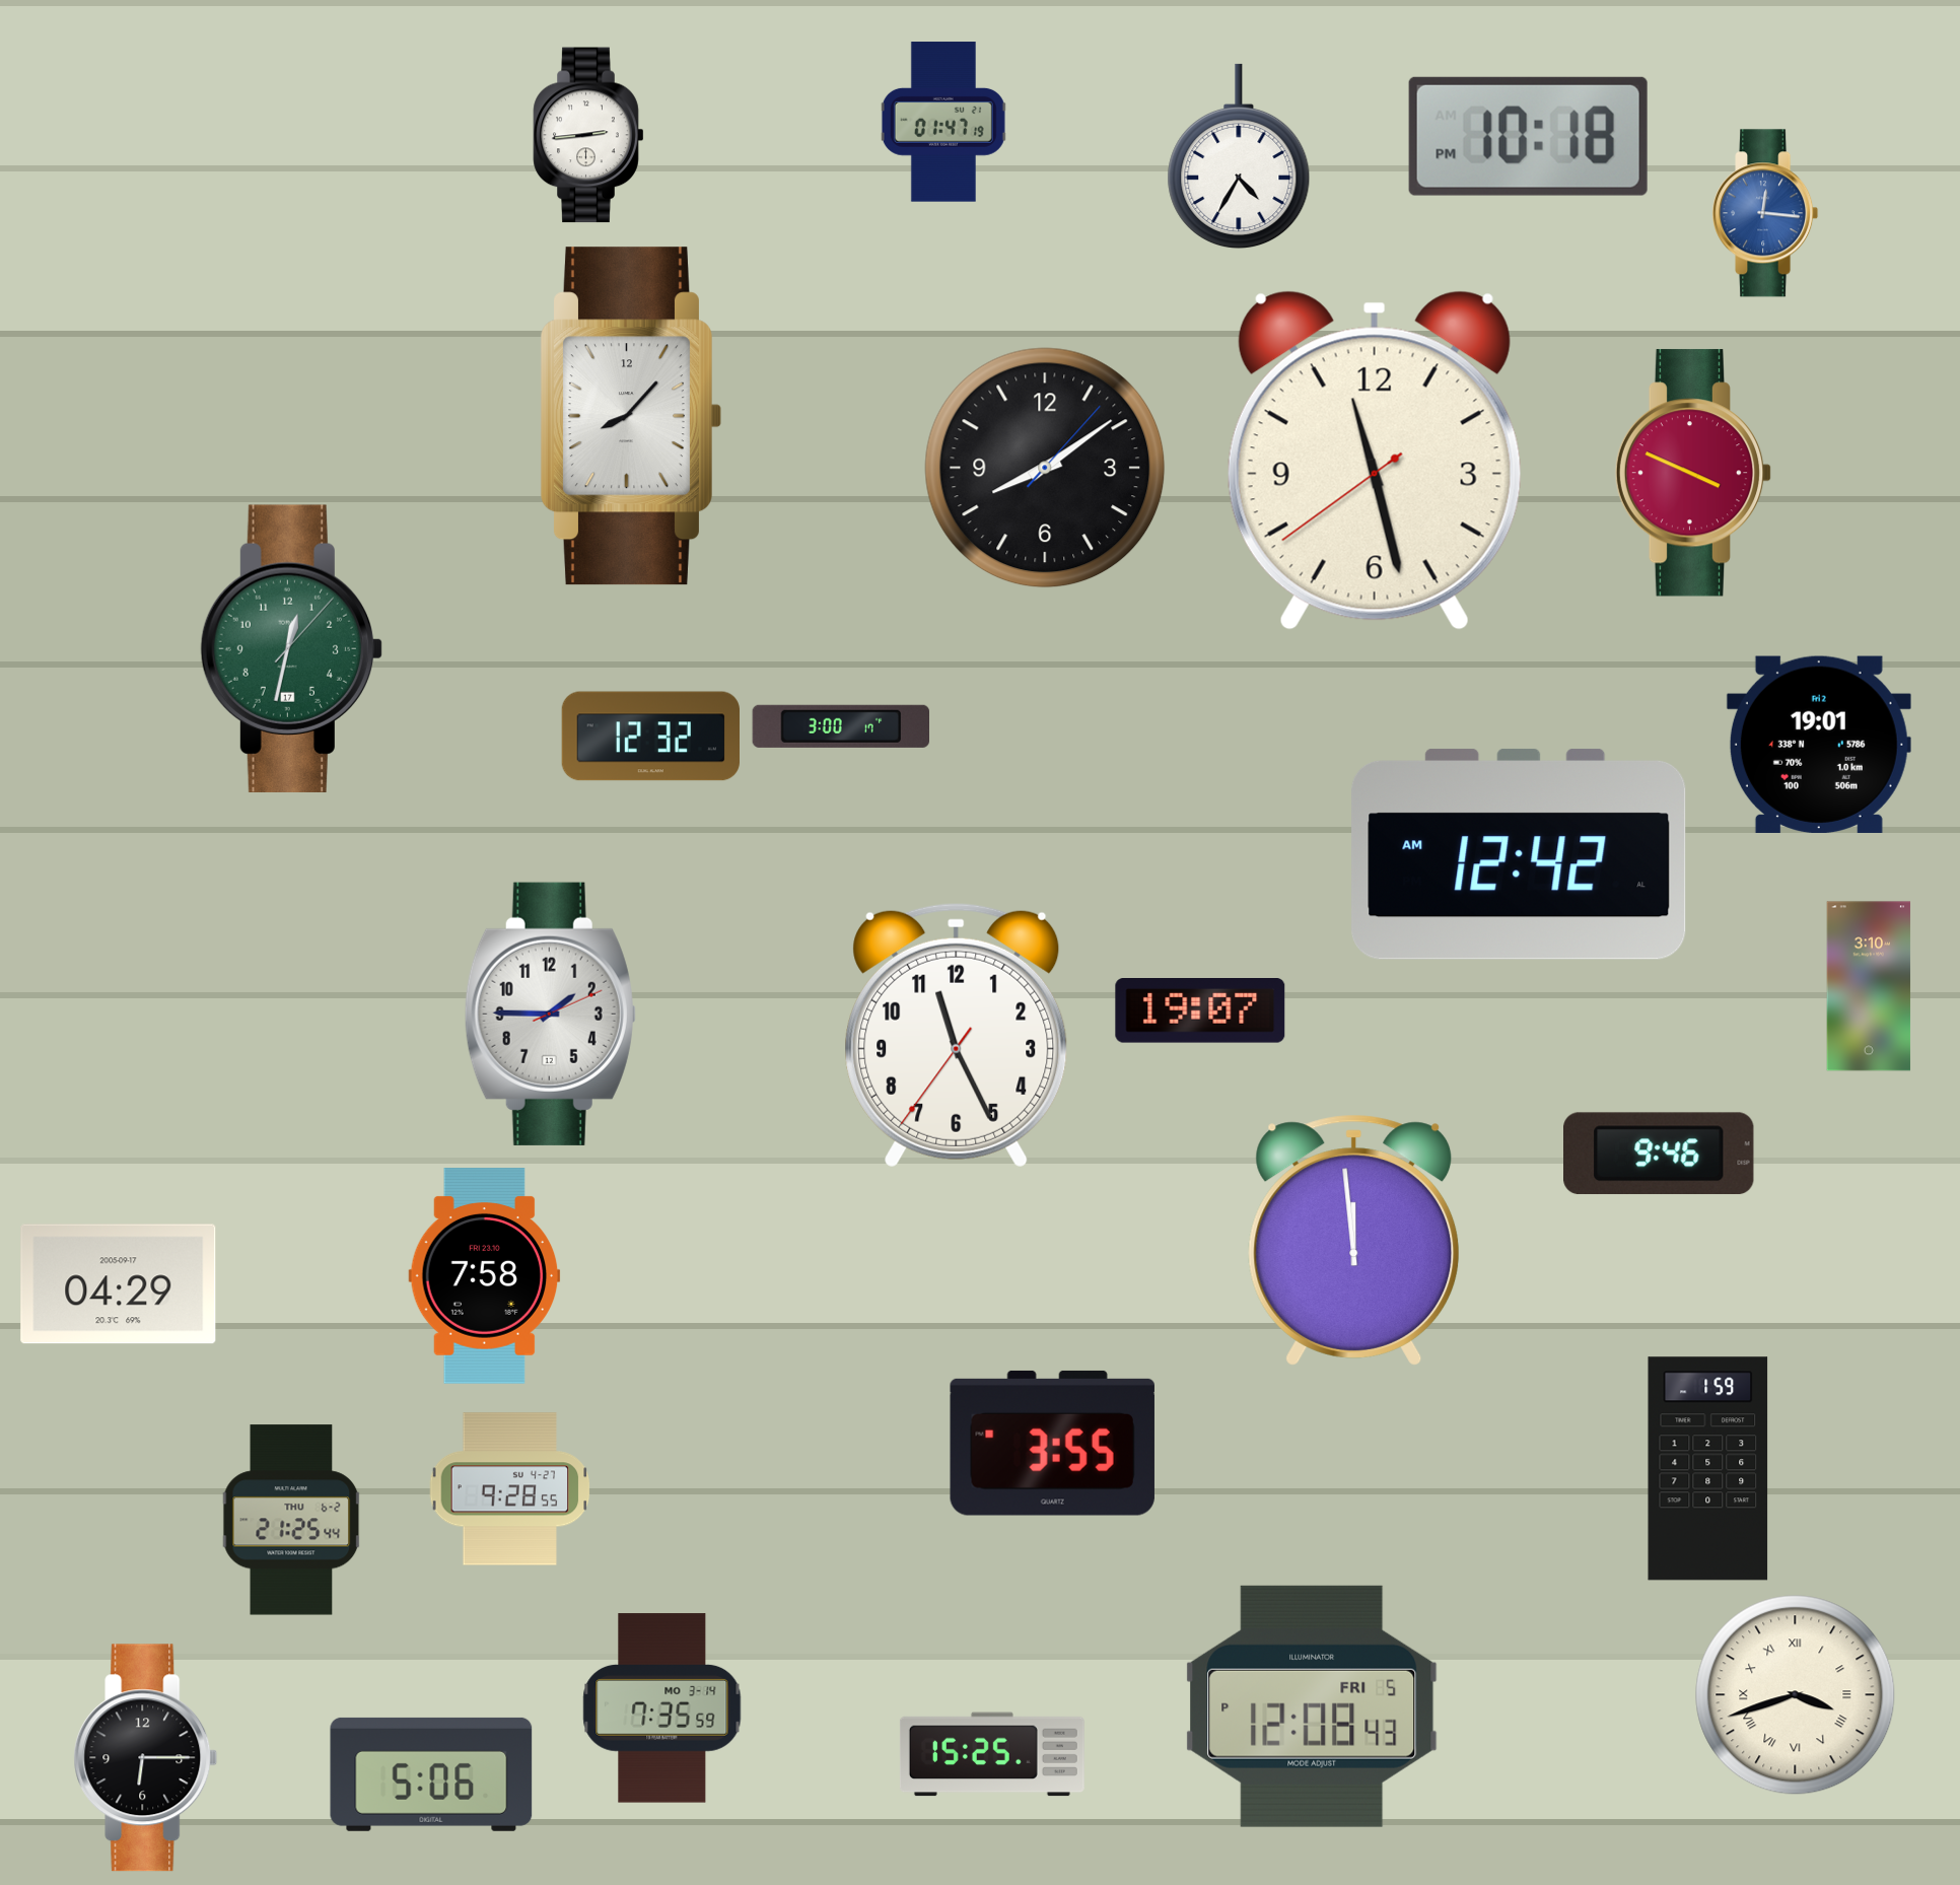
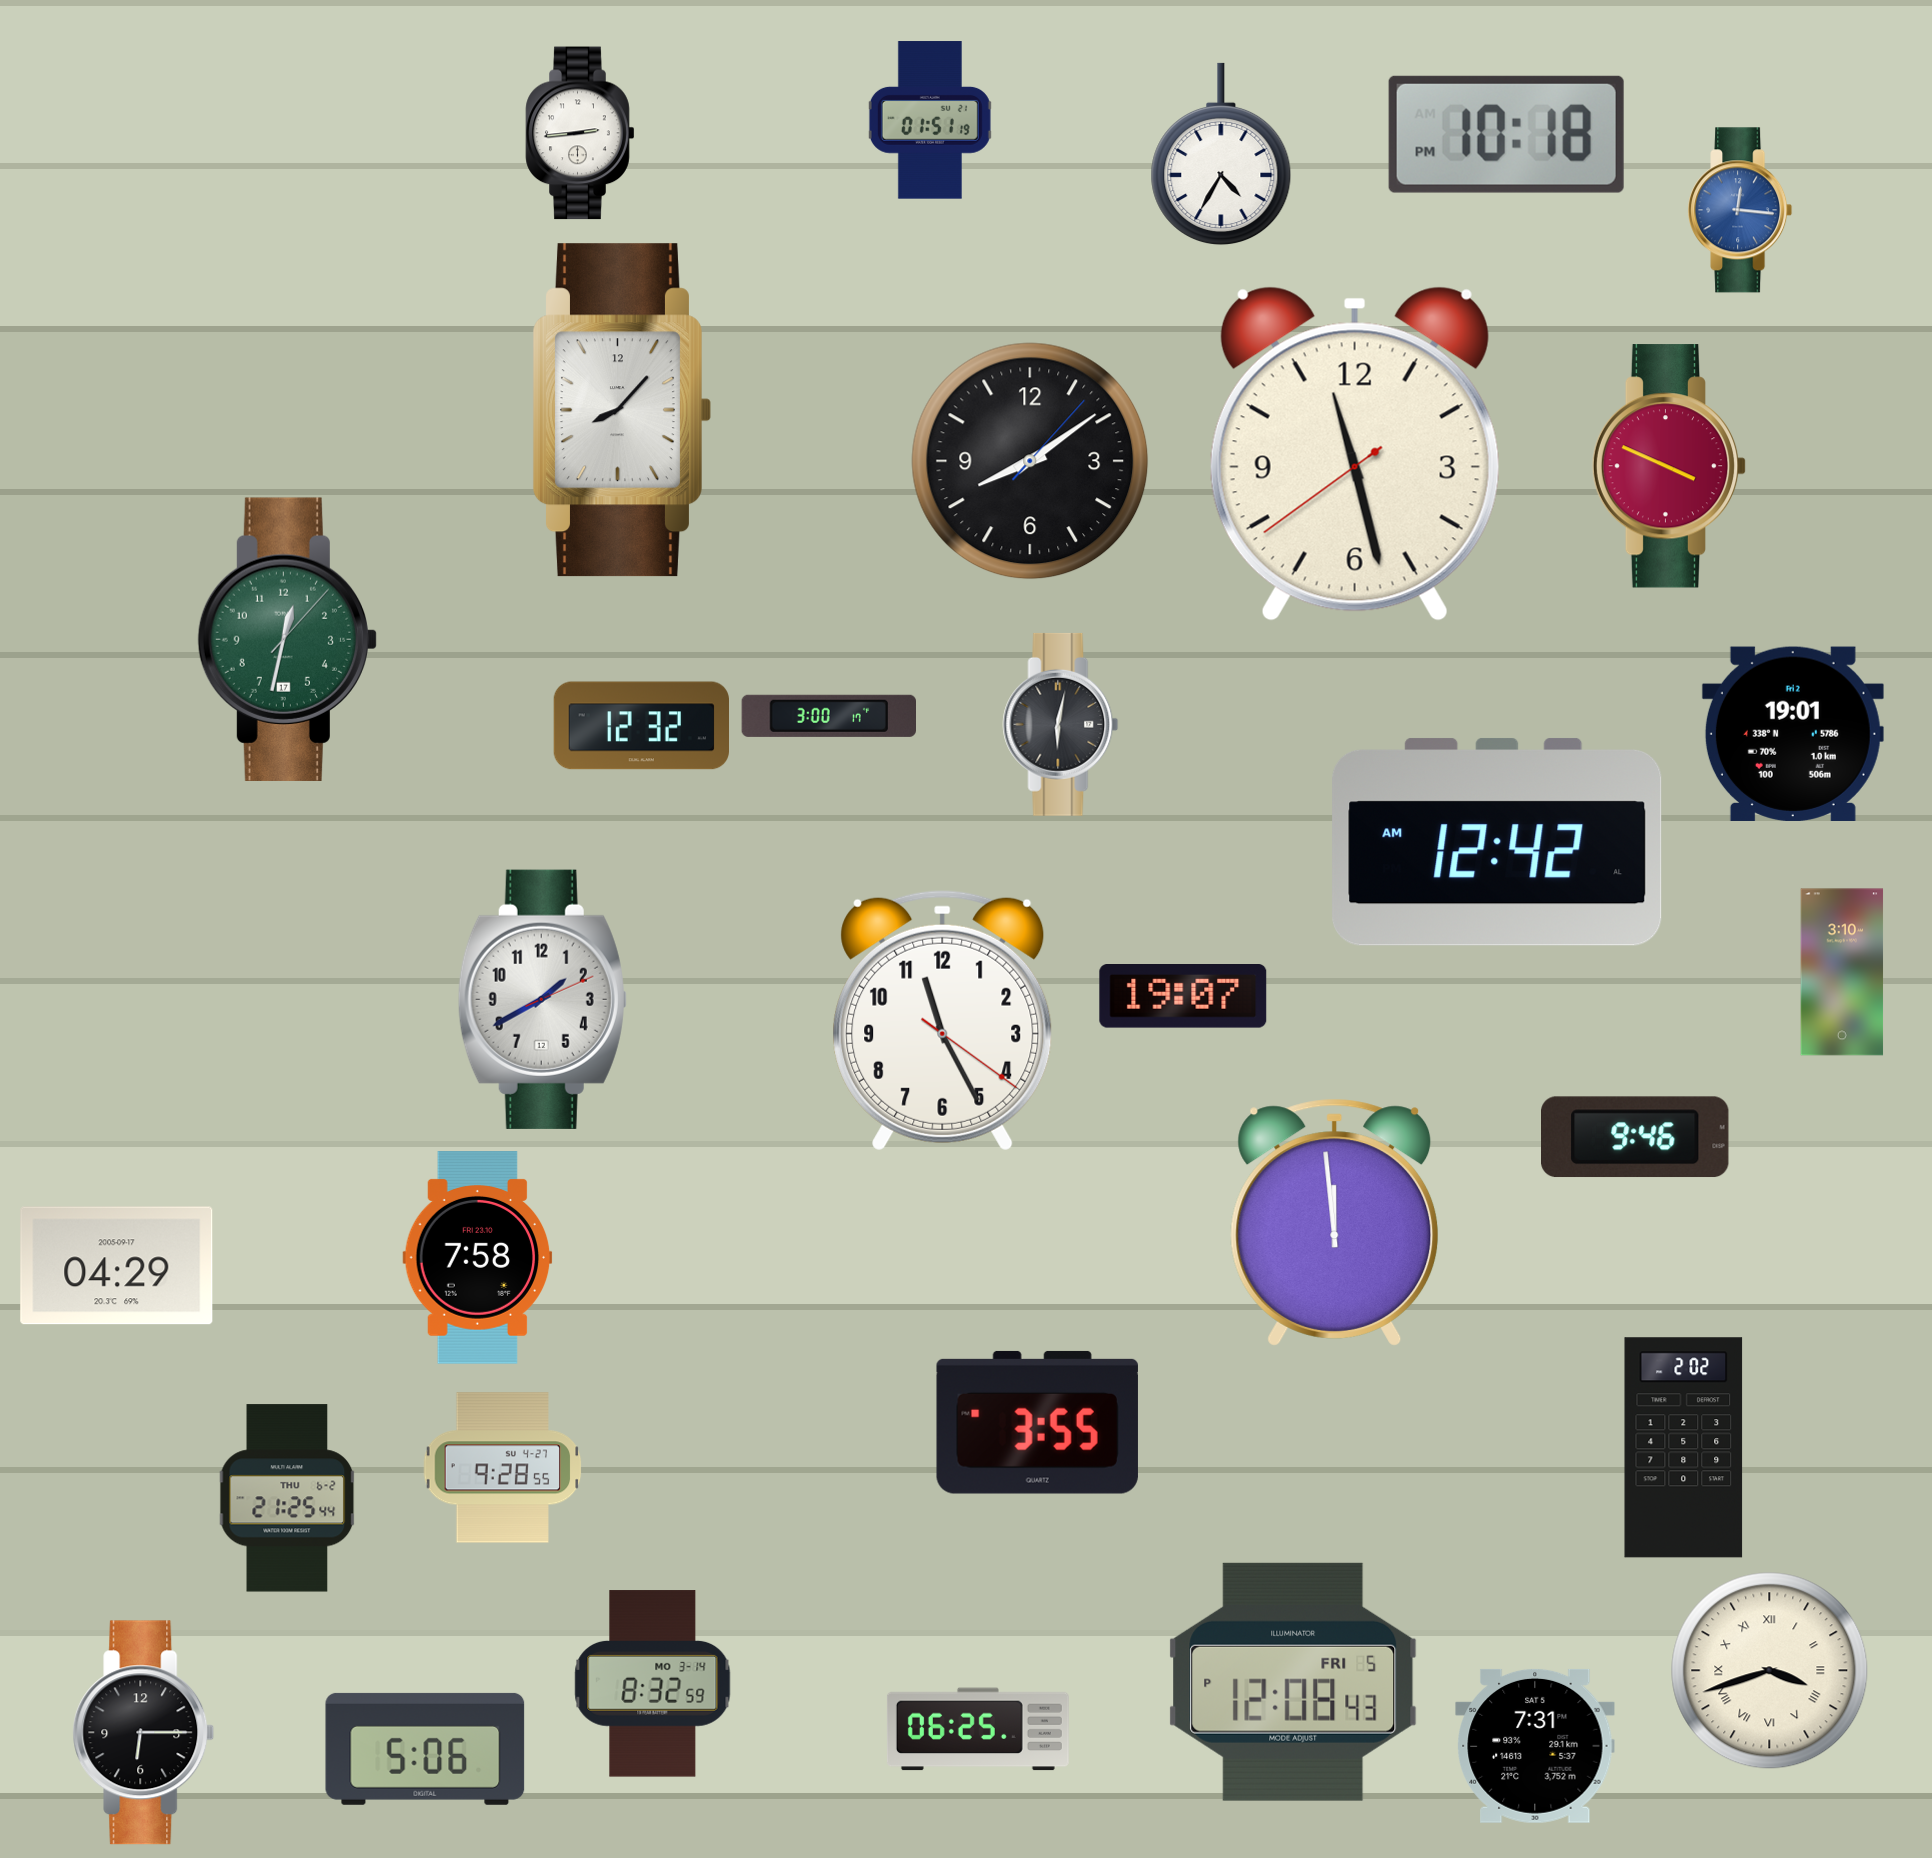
clock at (943, 122): 01:47 -> 01:51
clock at (1061, 724): none -> 6:02
clock at (550, 1014): 1:45 -> 1:40
clock at (957, 1035): 11:25:36 -> 11:25:21
clock at (1708, 1469): 1:59 -> 2:02
clock at (662, 1708): 7:35 -> 8:32
clock at (992, 1754): 15:25 -> 06:25
clock at (1535, 1746): none -> 7:31
